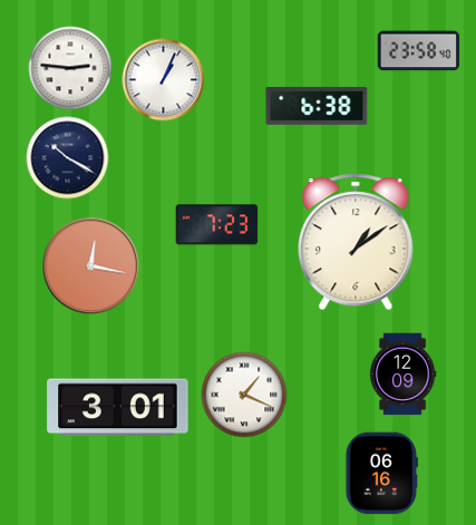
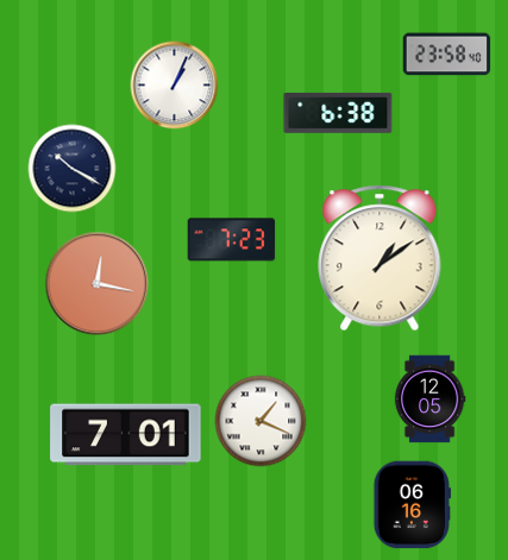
clock at (70, 68): 2:46 -> none
clock at (402, 375): 12:09 -> 12:05
clock at (118, 408): 3:01 -> 7:01
clock at (381, 474) position: (381, 474) -> (412, 505)
